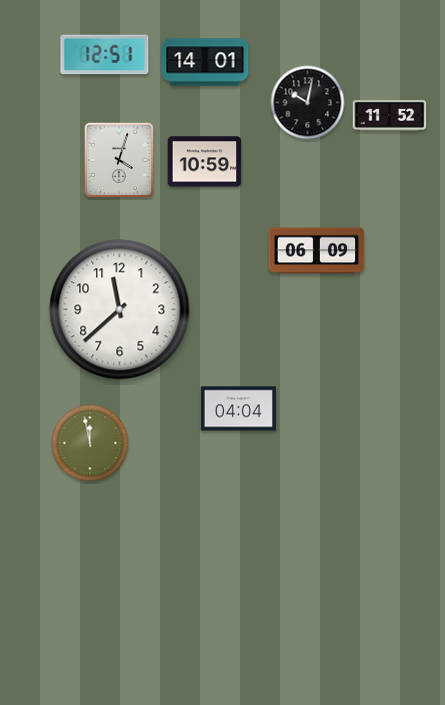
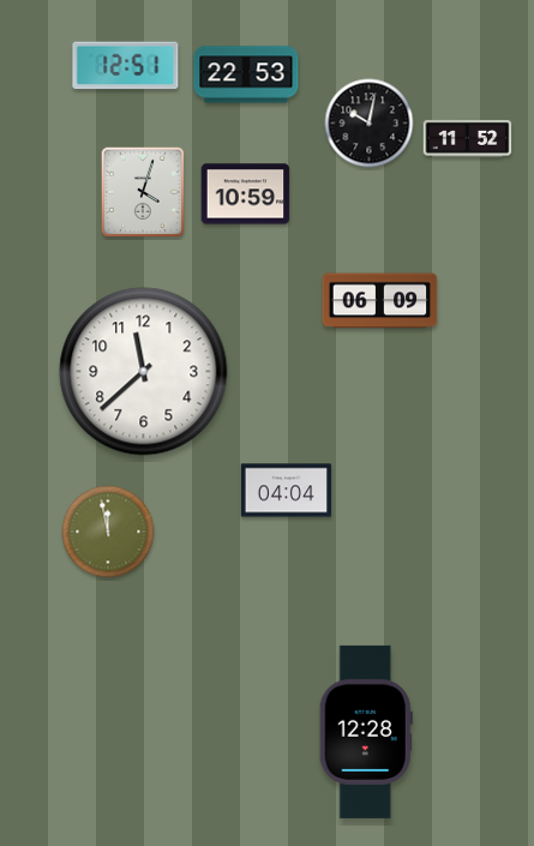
clock at (205, 62): 14:01 -> 22:53
clock at (366, 732): none -> 12:28
